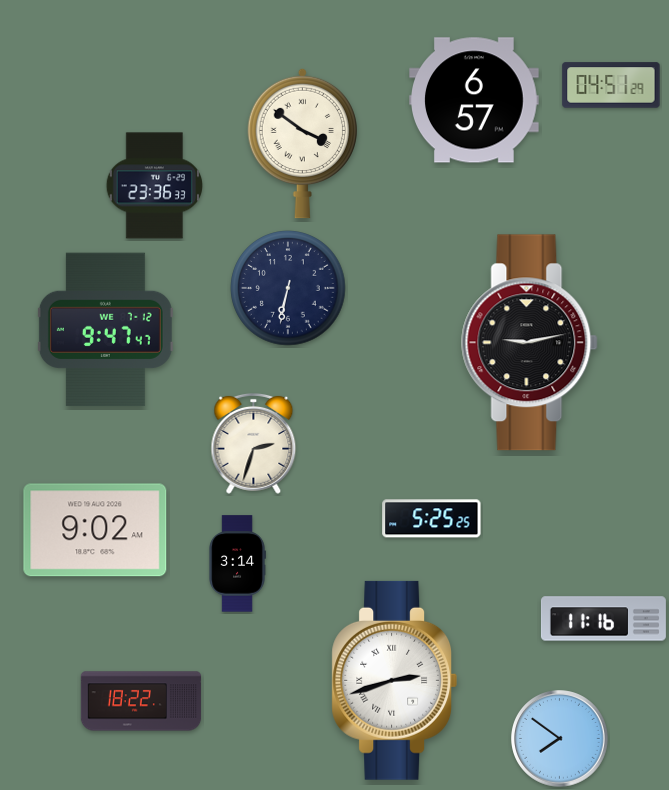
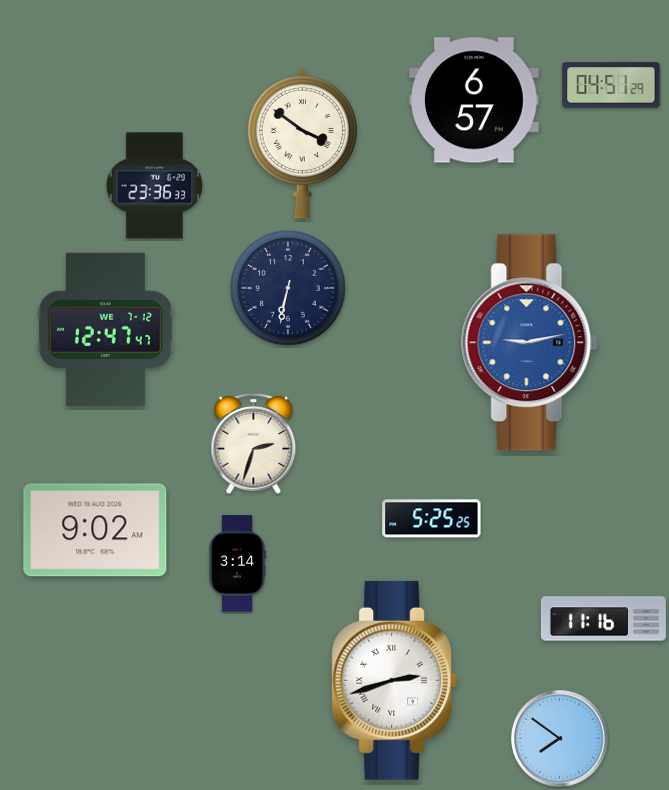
clock at (105, 330): 9:47 -> 12:47
clock at (530, 343) dial: black -> blue
clock at (141, 701): 18:22 -> none
